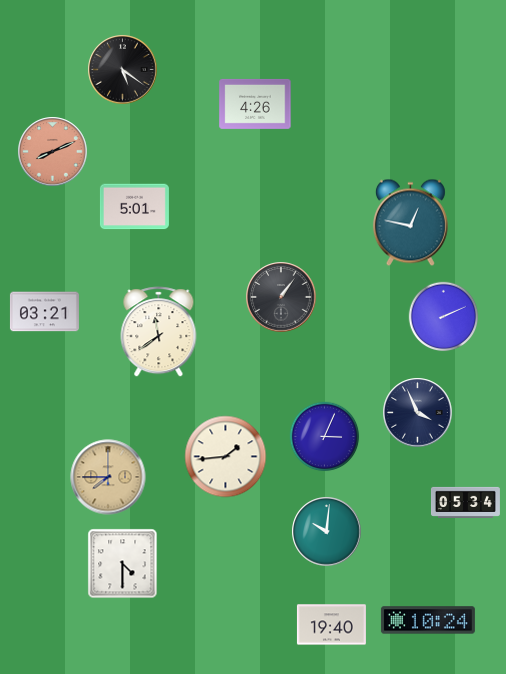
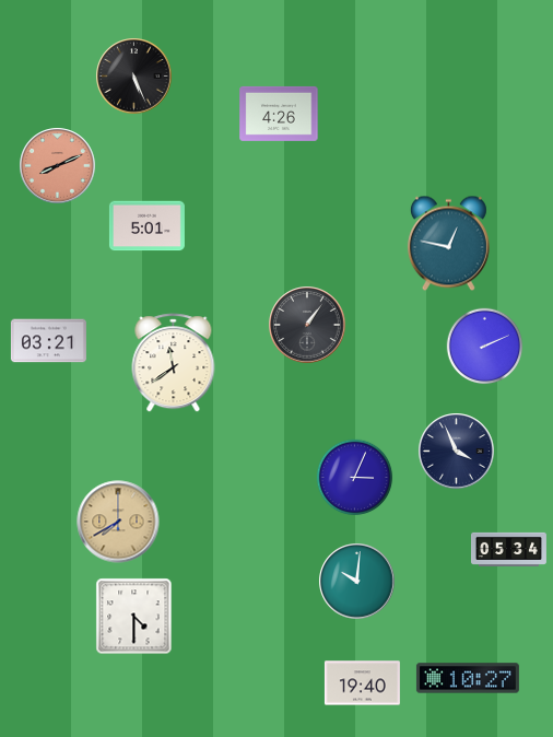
clock at (123, 70): 5:21 -> 5:26
clock at (226, 457): 1:44 -> none
clock at (108, 477): 7:45 -> 7:40
clock at (428, 620): 10:24 -> 10:27
